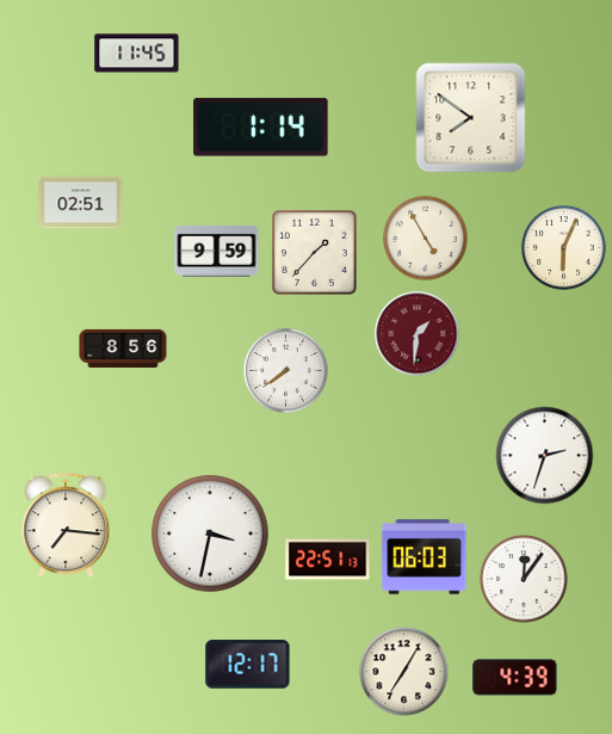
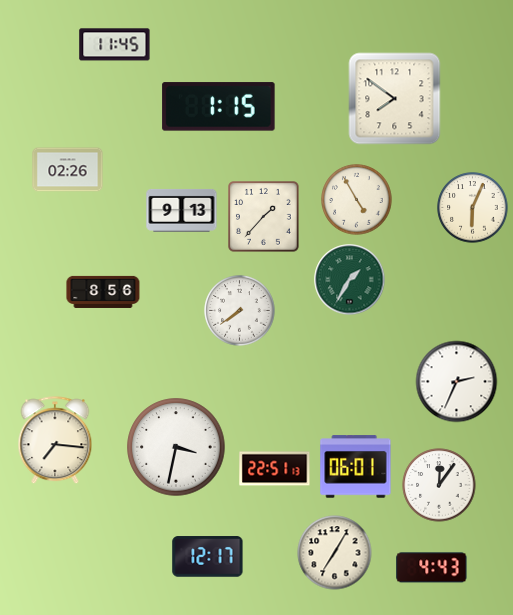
clock at (261, 128): 1:14 -> 1:15
clock at (81, 203): 02:51 -> 02:26
clock at (217, 251): 9:59 -> 9:13
clock at (315, 253) position: (315, 253) -> (264, 217)
clock at (418, 334): 1:31 -> 1:35
clock at (418, 334) dial: burgundy -> green
clock at (545, 456): 2:33 -> 2:34
clock at (425, 557): 06:03 -> 06:01
clock at (404, 672) position: (404, 672) -> (335, 553)
clock at (515, 678): 4:39 -> 4:43
